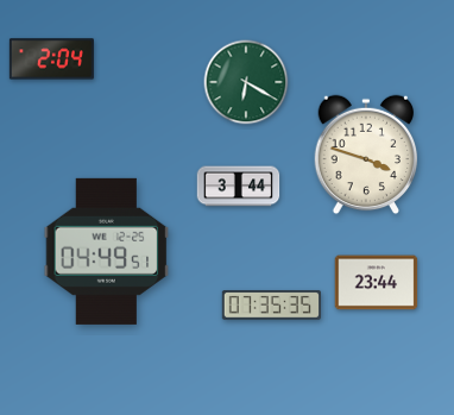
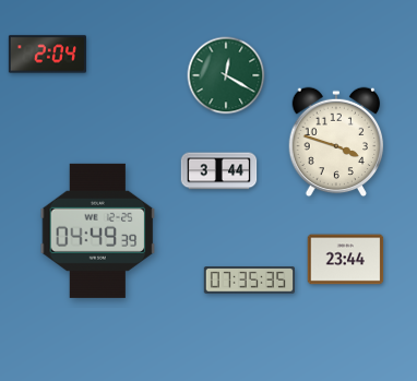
clock at (246, 82): 6:20 -> 12:20
clock at (107, 251): 04:49:51 -> 04:49:39
